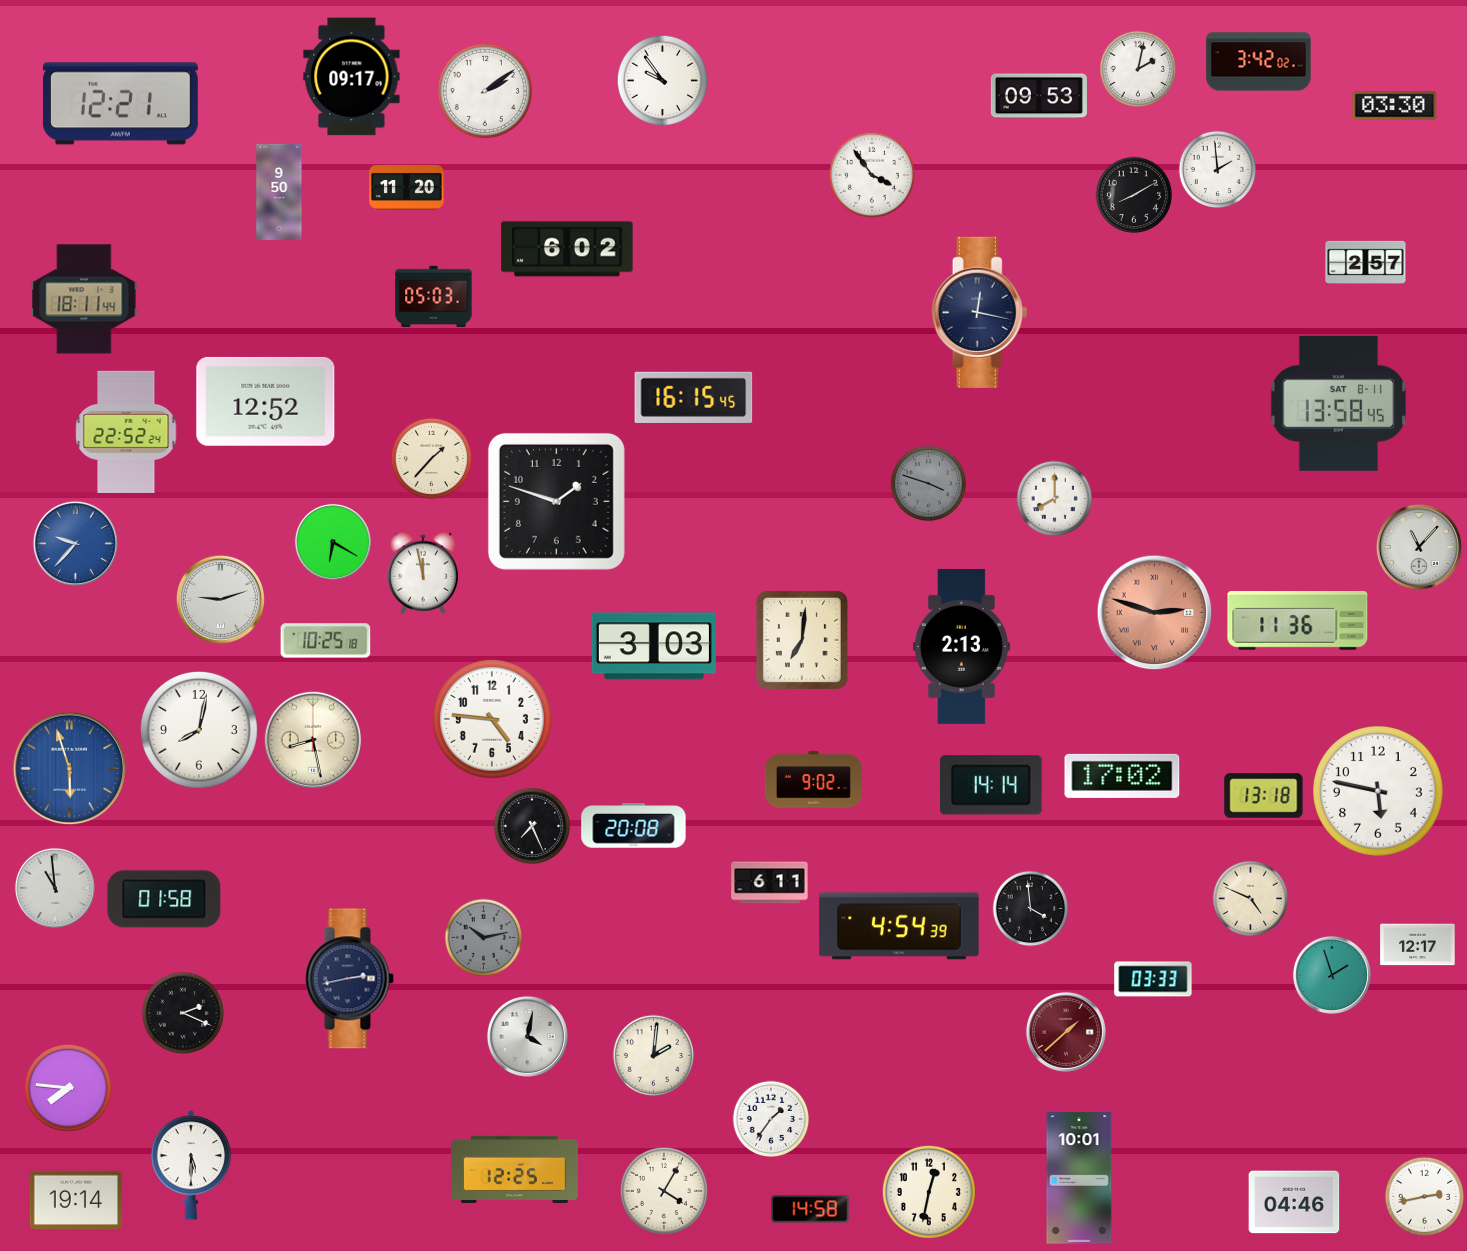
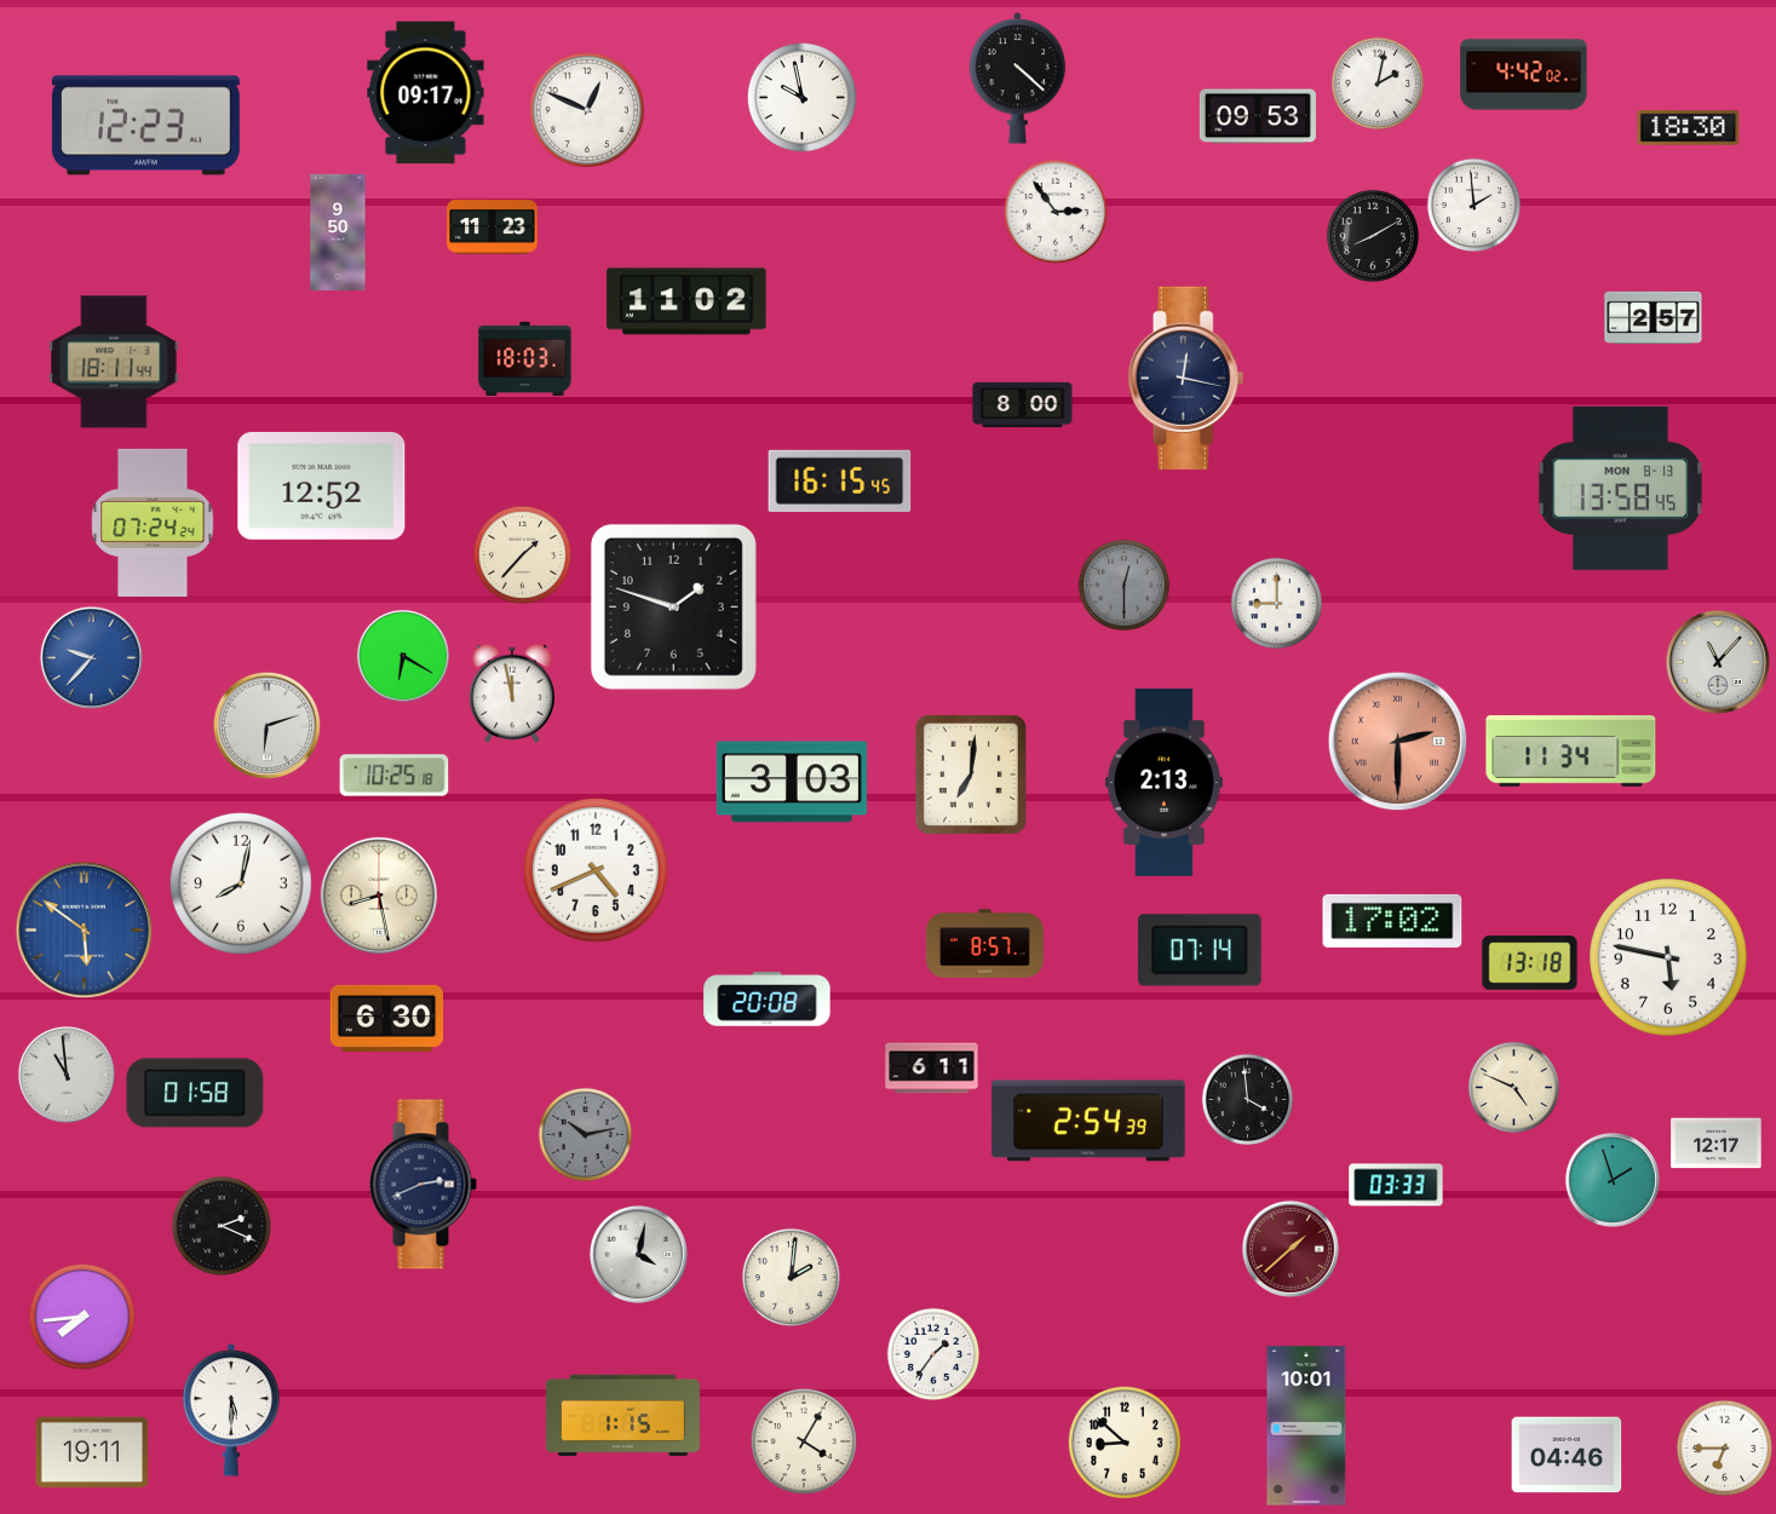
clock at (1259, 62): 3:42 -> 4:42
clock at (1018, 79): none -> 4:22
clock at (662, 80): 9:54 -> 9:58
clock at (485, 91): 2:09 -> 12:49
clock at (120, 104): 12:21 -> 12:23
clock at (1395, 106): 03:30 -> 18:30
clock at (871, 174): 3:54 -> 2:54
clock at (407, 187): 11:20 -> 11:23
clock at (567, 249): 6:02 -> 11:02
clock at (434, 297): 05:03 -> 18:03
clock at (84, 299) position: (84, 299) -> (114, 362)
clock at (1023, 405): none -> 8:00
clock at (1339, 403) date: SAT 8-11 -> MON 8-13
clock at (126, 431): 22:52 -> 07:24
clock at (929, 484): 3:48 -> 12:30
clock at (1055, 499): 8:00 -> 9:00
clock at (220, 599): 9:12 -> 6:12
clock at (1155, 613): 2:48 -> 2:30
clock at (1298, 621): 11:36 -> 11:34
clock at (492, 719): 4:46 -> 4:41
clock at (70, 769): 5:57 -> 5:51
clock at (1122, 776) position: (1122, 776) -> (1392, 921)
clock at (813, 780): 9:02 -> 8:57
clock at (992, 785): 14:14 -> 07:14
clock at (532, 826): 7:26 -> none
clock at (387, 1018): none -> 6:30
clock at (164, 899) position: (164, 899) -> (195, 1093)
clock at (899, 926): 4:54 -> 2:54
clock at (349, 979): 2:43 -> 2:41
clock at (68, 1088): 7:46 -> 7:44
clock at (514, 1169): 12:25 -> 1:15
clock at (929, 1192): 12:32 -> 8:52
clock at (1425, 1197): 2:43 -> 6:45
clock at (76, 1200): 19:14 -> 19:11
clock at (810, 1209): 14:58 -> none
